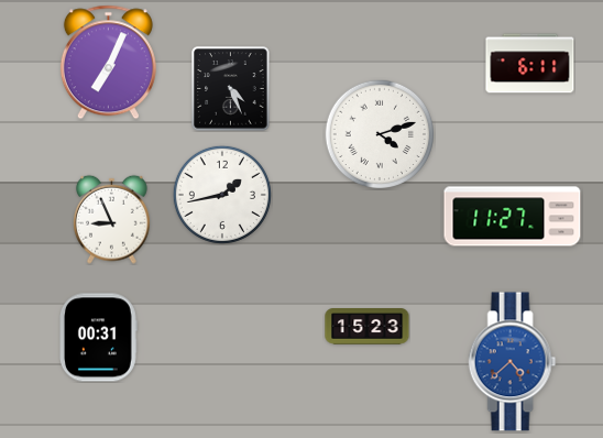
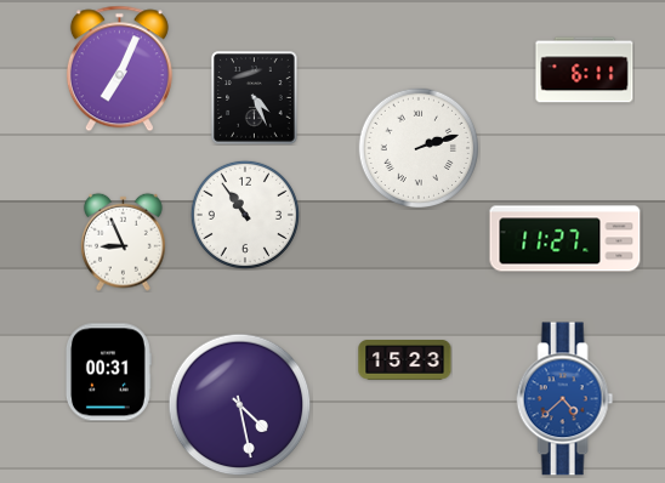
clock at (379, 133): 4:12 -> 2:12
clock at (222, 195): 1:43 -> 10:54
clock at (240, 405): none -> 4:28
